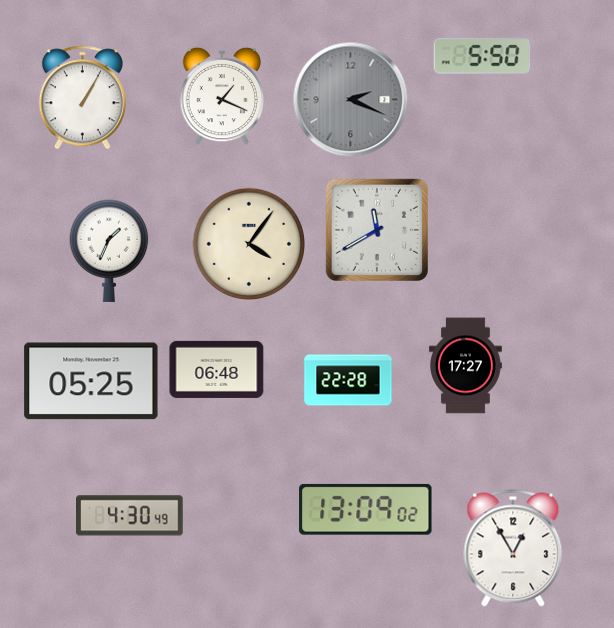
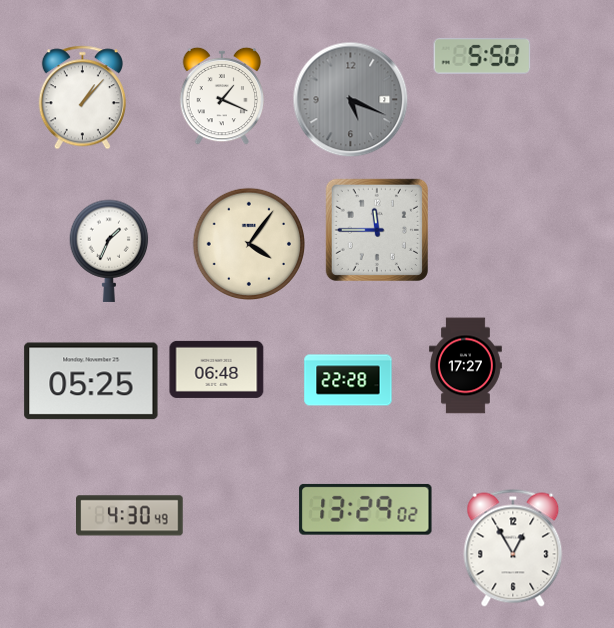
clock at (82, 98): 1:05 -> 1:07
clock at (351, 100): 2:19 -> 5:19
clock at (377, 230): 11:40 -> 11:45
clock at (366, 509): 13:09 -> 13:29
